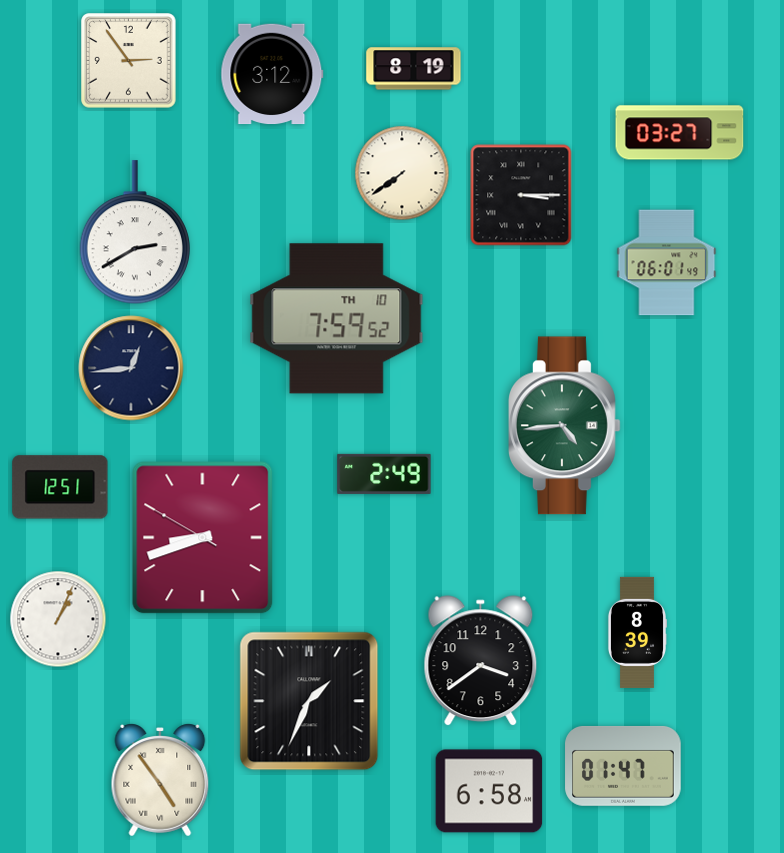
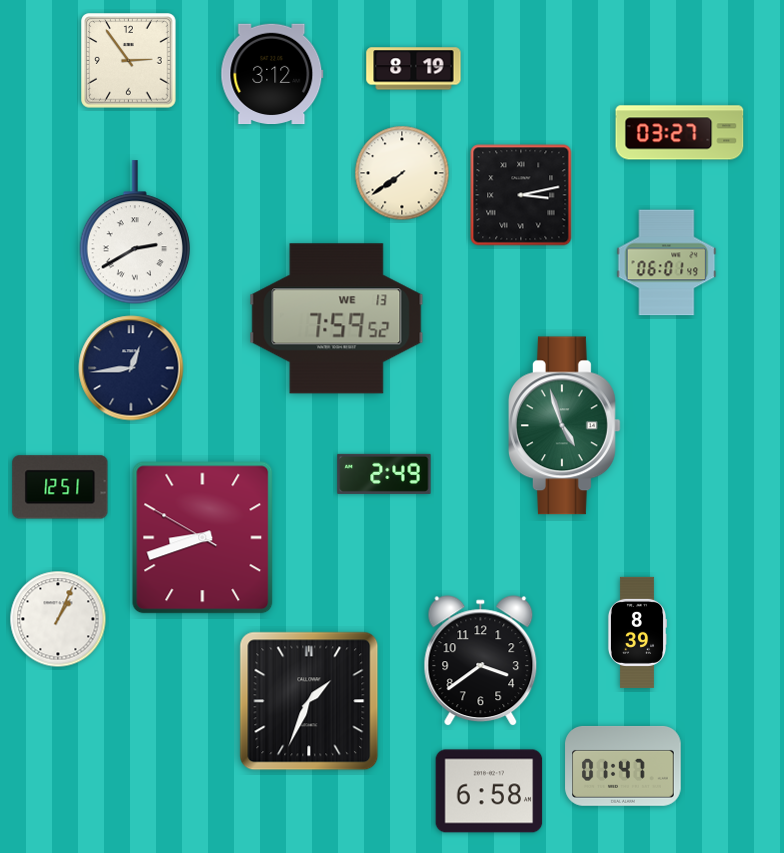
clock at (521, 195): 3:15 -> 3:13
clock at (337, 319) date: TH 10 -> WE 13
clock at (565, 426): 4:44 -> 4:57
clock at (160, 780): 4:54 -> none
